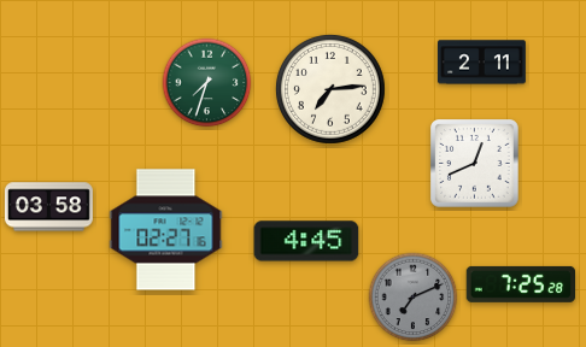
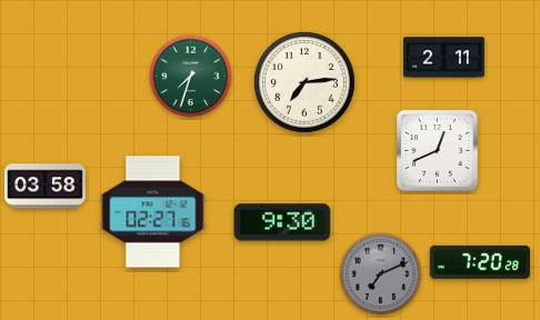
clock at (48, 207) position: (48, 207) -> (44, 187)
clock at (306, 241): 4:45 -> 9:30
clock at (520, 284): 7:25 -> 7:20
